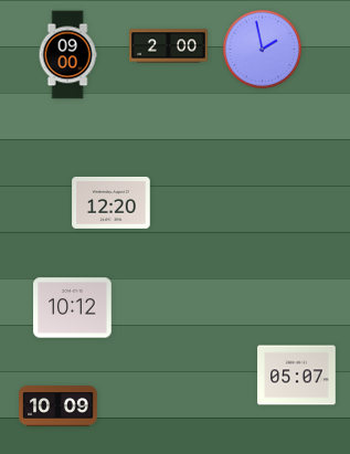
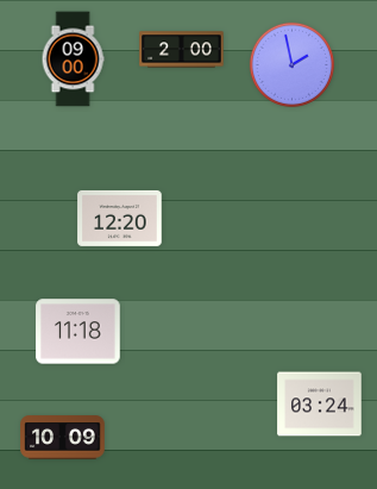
clock at (262, 49) position: (262, 49) -> (291, 64)
clock at (73, 308): 10:12 -> 11:18
clock at (297, 376): 05:07 -> 03:24
